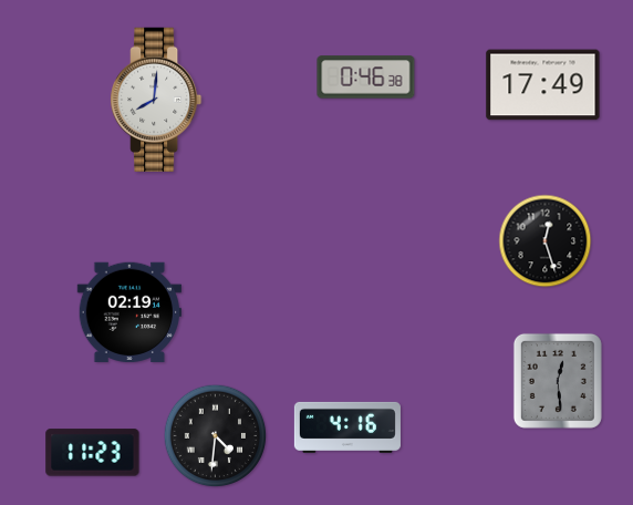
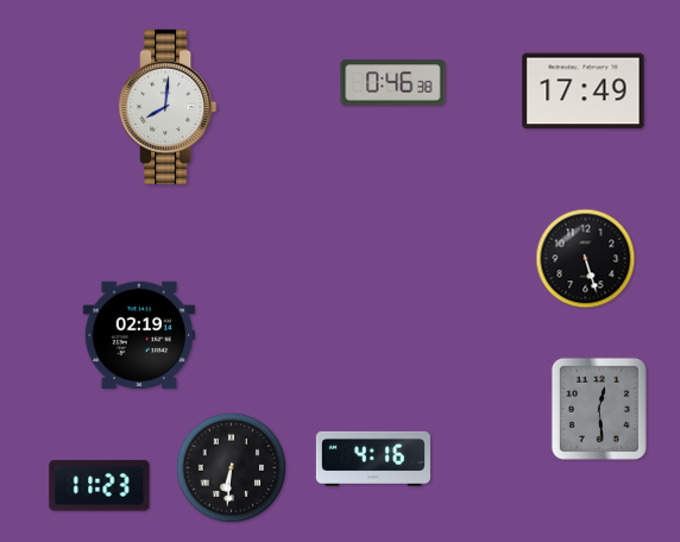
clock at (546, 241): 12:27 -> 5:27
clock at (216, 436): 4:31 -> 6:31
